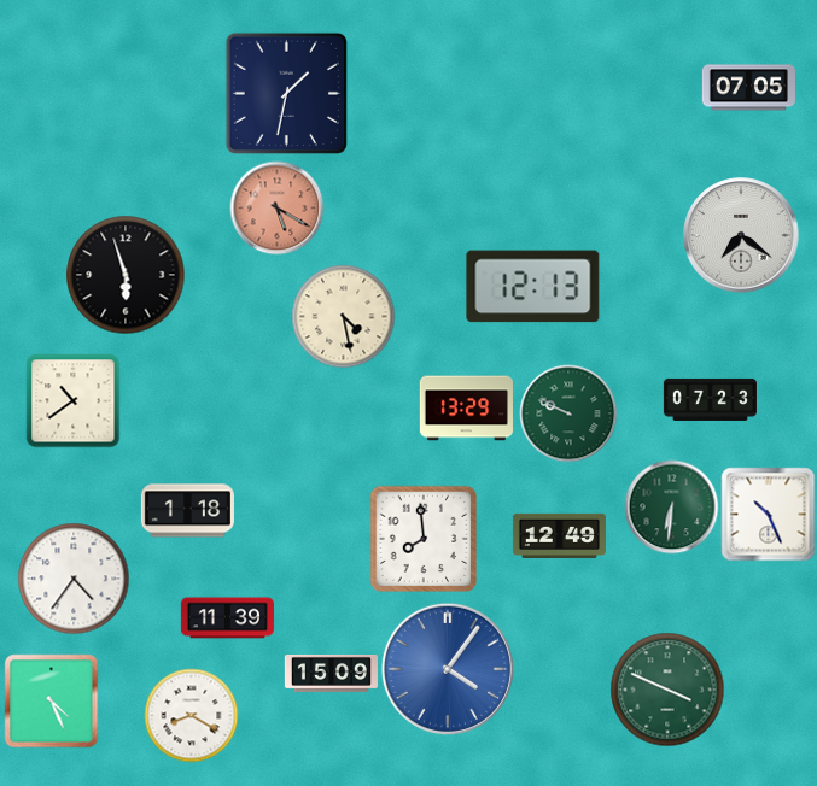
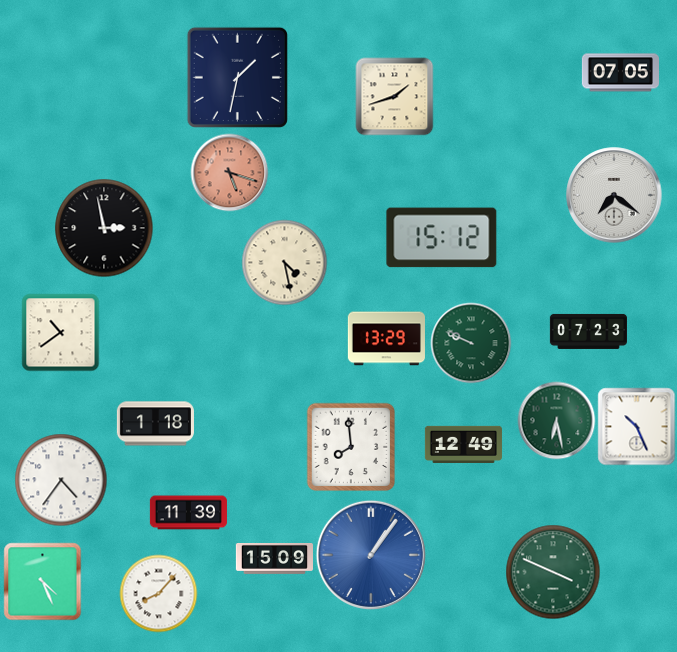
clock at (394, 96): none -> 1:42
clock at (276, 207): 5:20 -> 5:18
clock at (126, 275): 5:57 -> 2:58
clock at (533, 287): 12:13 -> 15:12
clock at (671, 506): 6:31 -> 6:28
clock at (448, 669): 4:06 -> 1:06
clock at (191, 715): 8:20 -> 8:07
